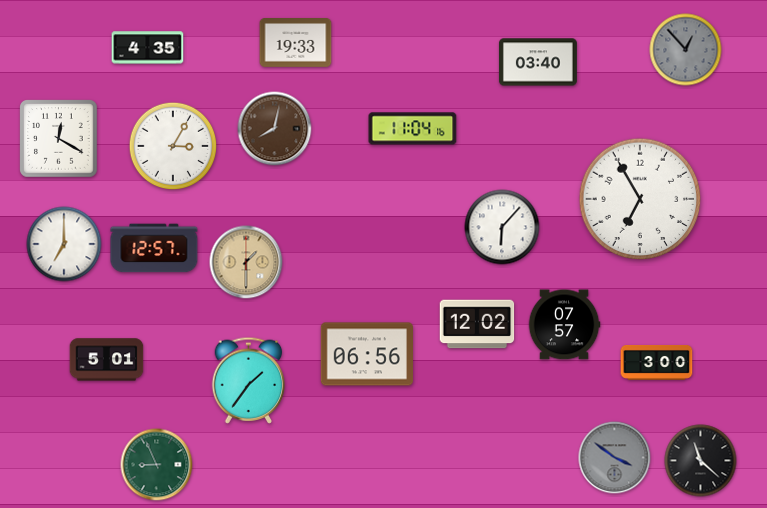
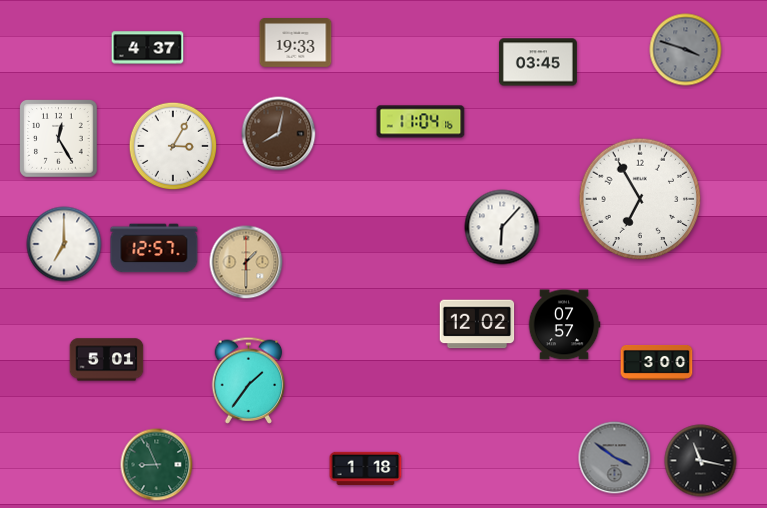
clock at (148, 48): 4:35 -> 4:37
clock at (686, 50): 12:53 -> 3:48
clock at (538, 62): 03:40 -> 03:45
clock at (275, 129) position: (275, 129) -> (279, 134)
clock at (413, 129) position: (413, 129) -> (421, 122)
clock at (59, 139): 12:20 -> 12:25
clock at (366, 354): 06:56 -> none
clock at (701, 461): 11:22 -> 11:17
clock at (366, 468): none -> 1:18
